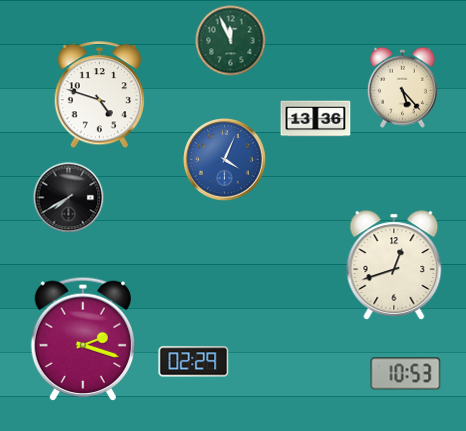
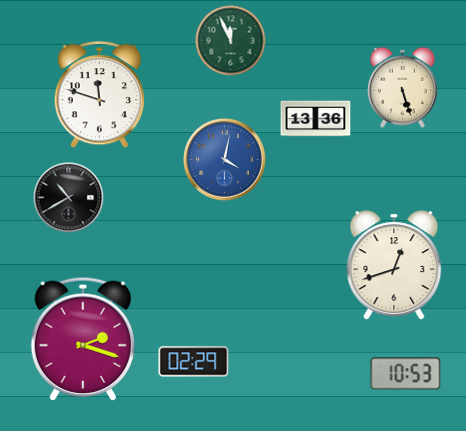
clock at (402, 87): 5:23 -> 5:27
clock at (99, 95): 4:48 -> 11:48
clock at (225, 160): 4:04 -> 4:02
clock at (69, 198): 7:40 -> 10:40
